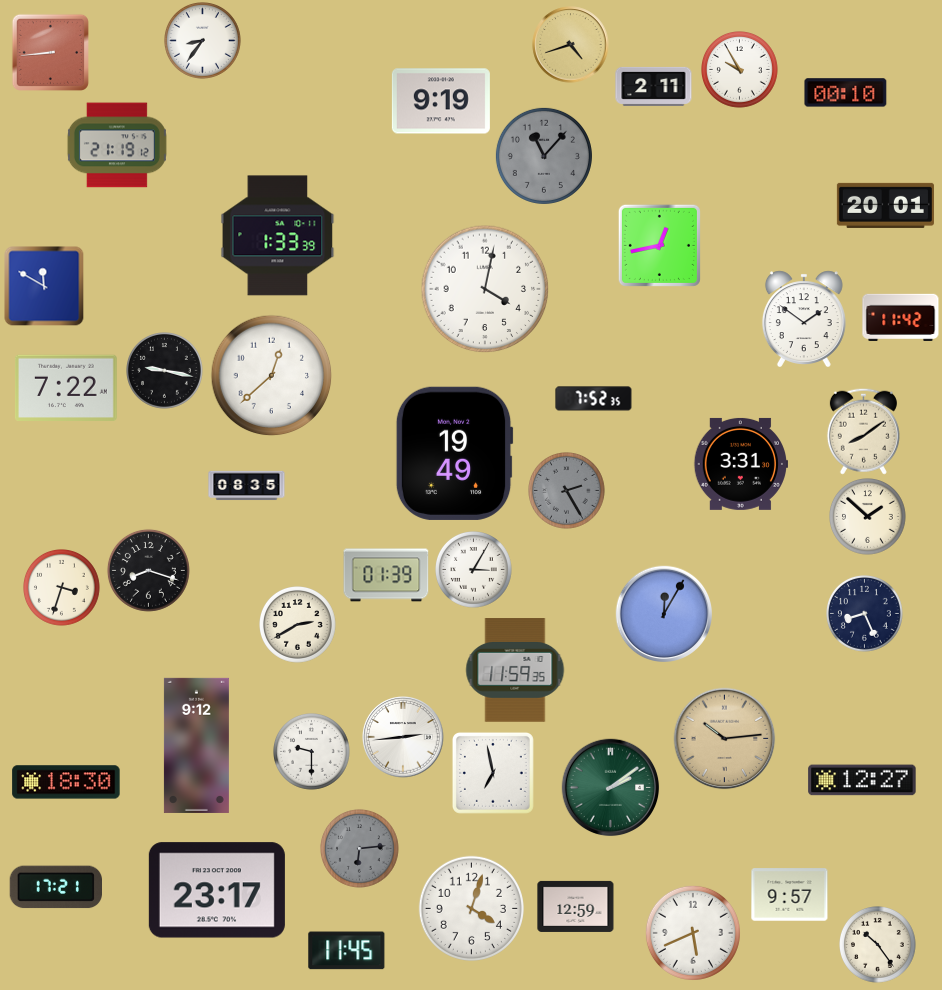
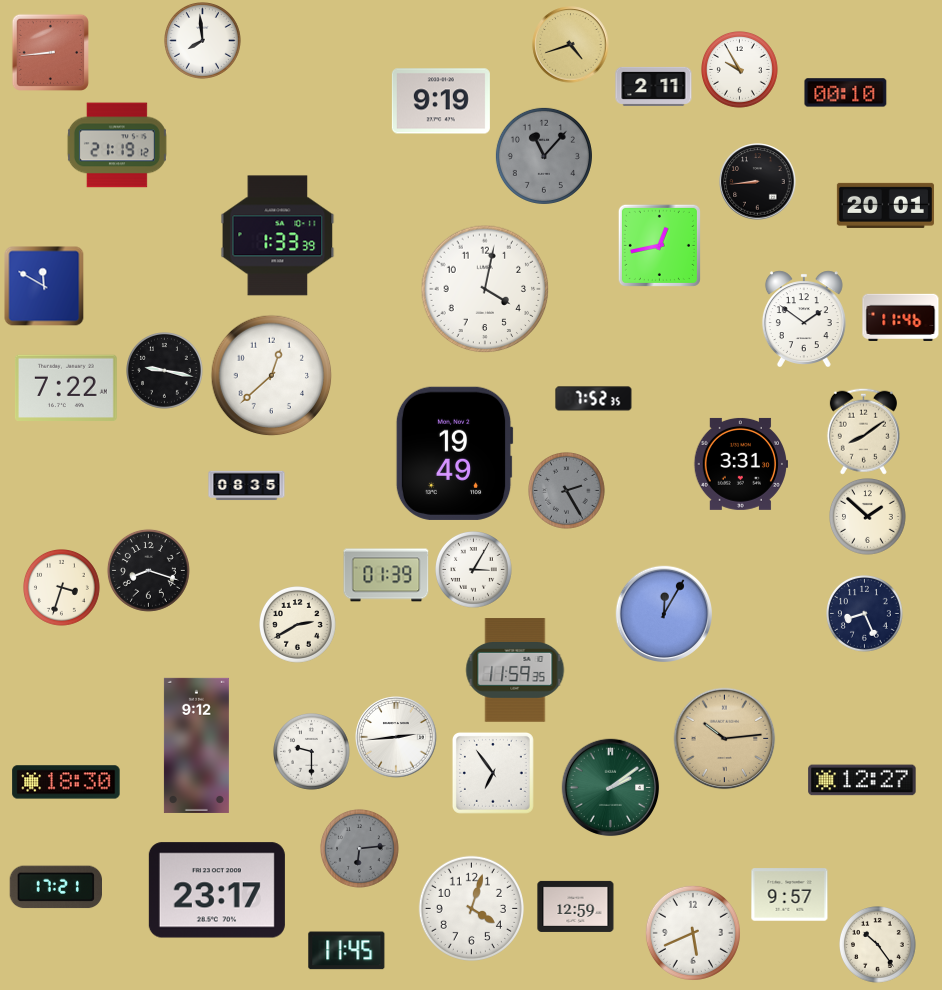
clock at (203, 41): 8:36 -> 7:59
clock at (758, 182): none -> 8:44
clock at (901, 317): 11:42 -> 11:46
clock at (403, 737) position: (403, 737) -> (396, 737)
clock at (493, 773): 6:58 -> 6:54
